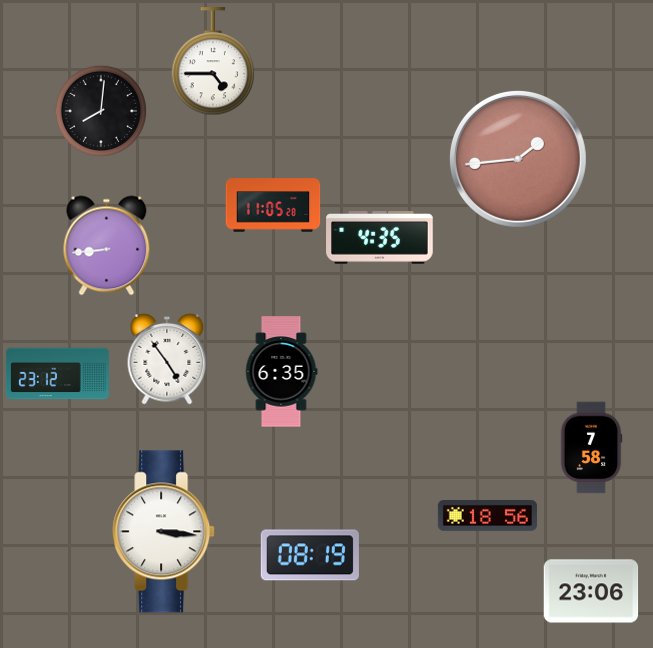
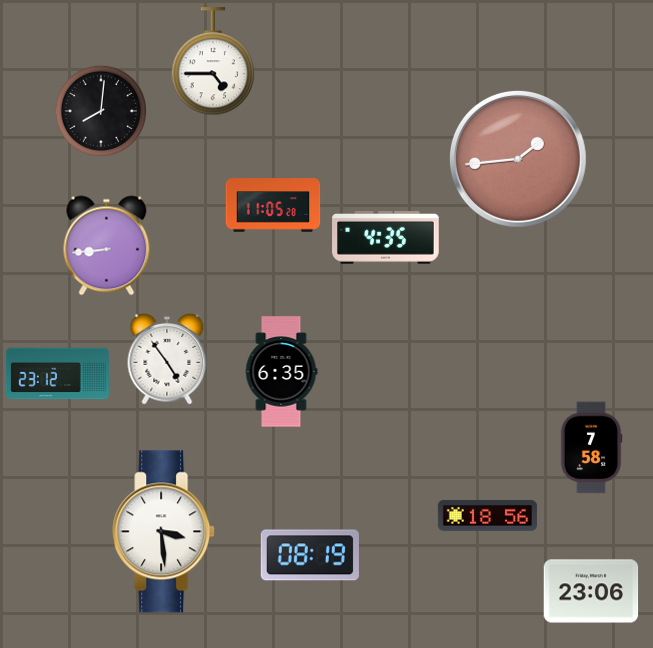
clock at (380, 238) position: (380, 238) -> (386, 238)
clock at (164, 532): 3:16 -> 3:29
